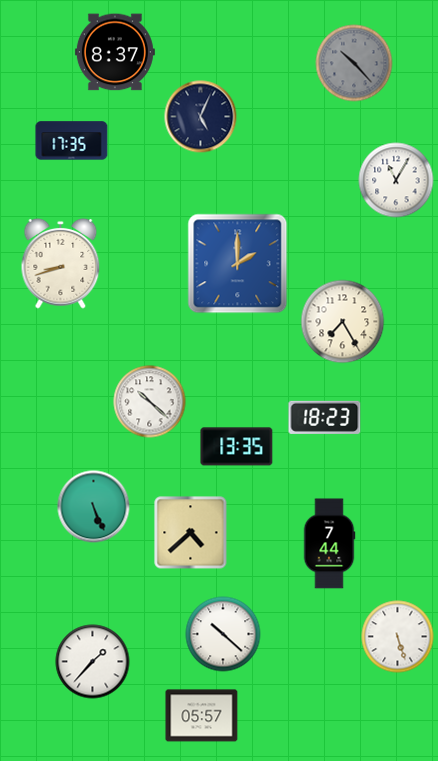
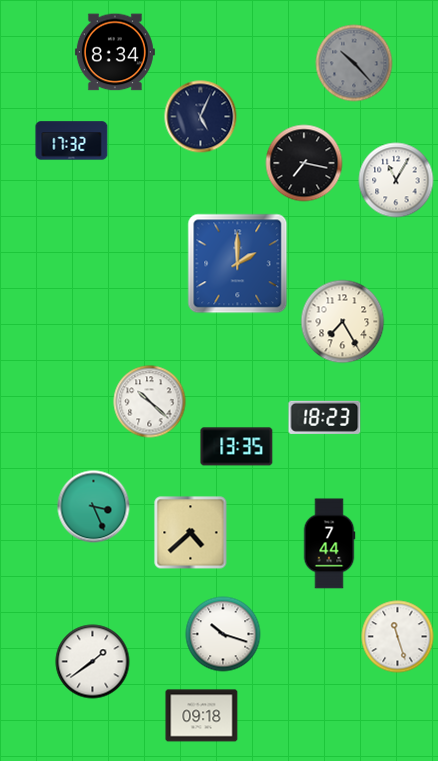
clock at (115, 52): 8:37 -> 8:34
clock at (72, 141): 17:35 -> 17:32
clock at (304, 163): none -> 7:17
clock at (61, 263): 8:42 -> none
clock at (94, 507): 5:26 -> 3:26
clock at (223, 634): 10:22 -> 10:18
clock at (398, 637): 5:27 -> 11:27
clock at (93, 662): 1:37 -> 1:39
clock at (202, 716): 05:57 -> 09:18
